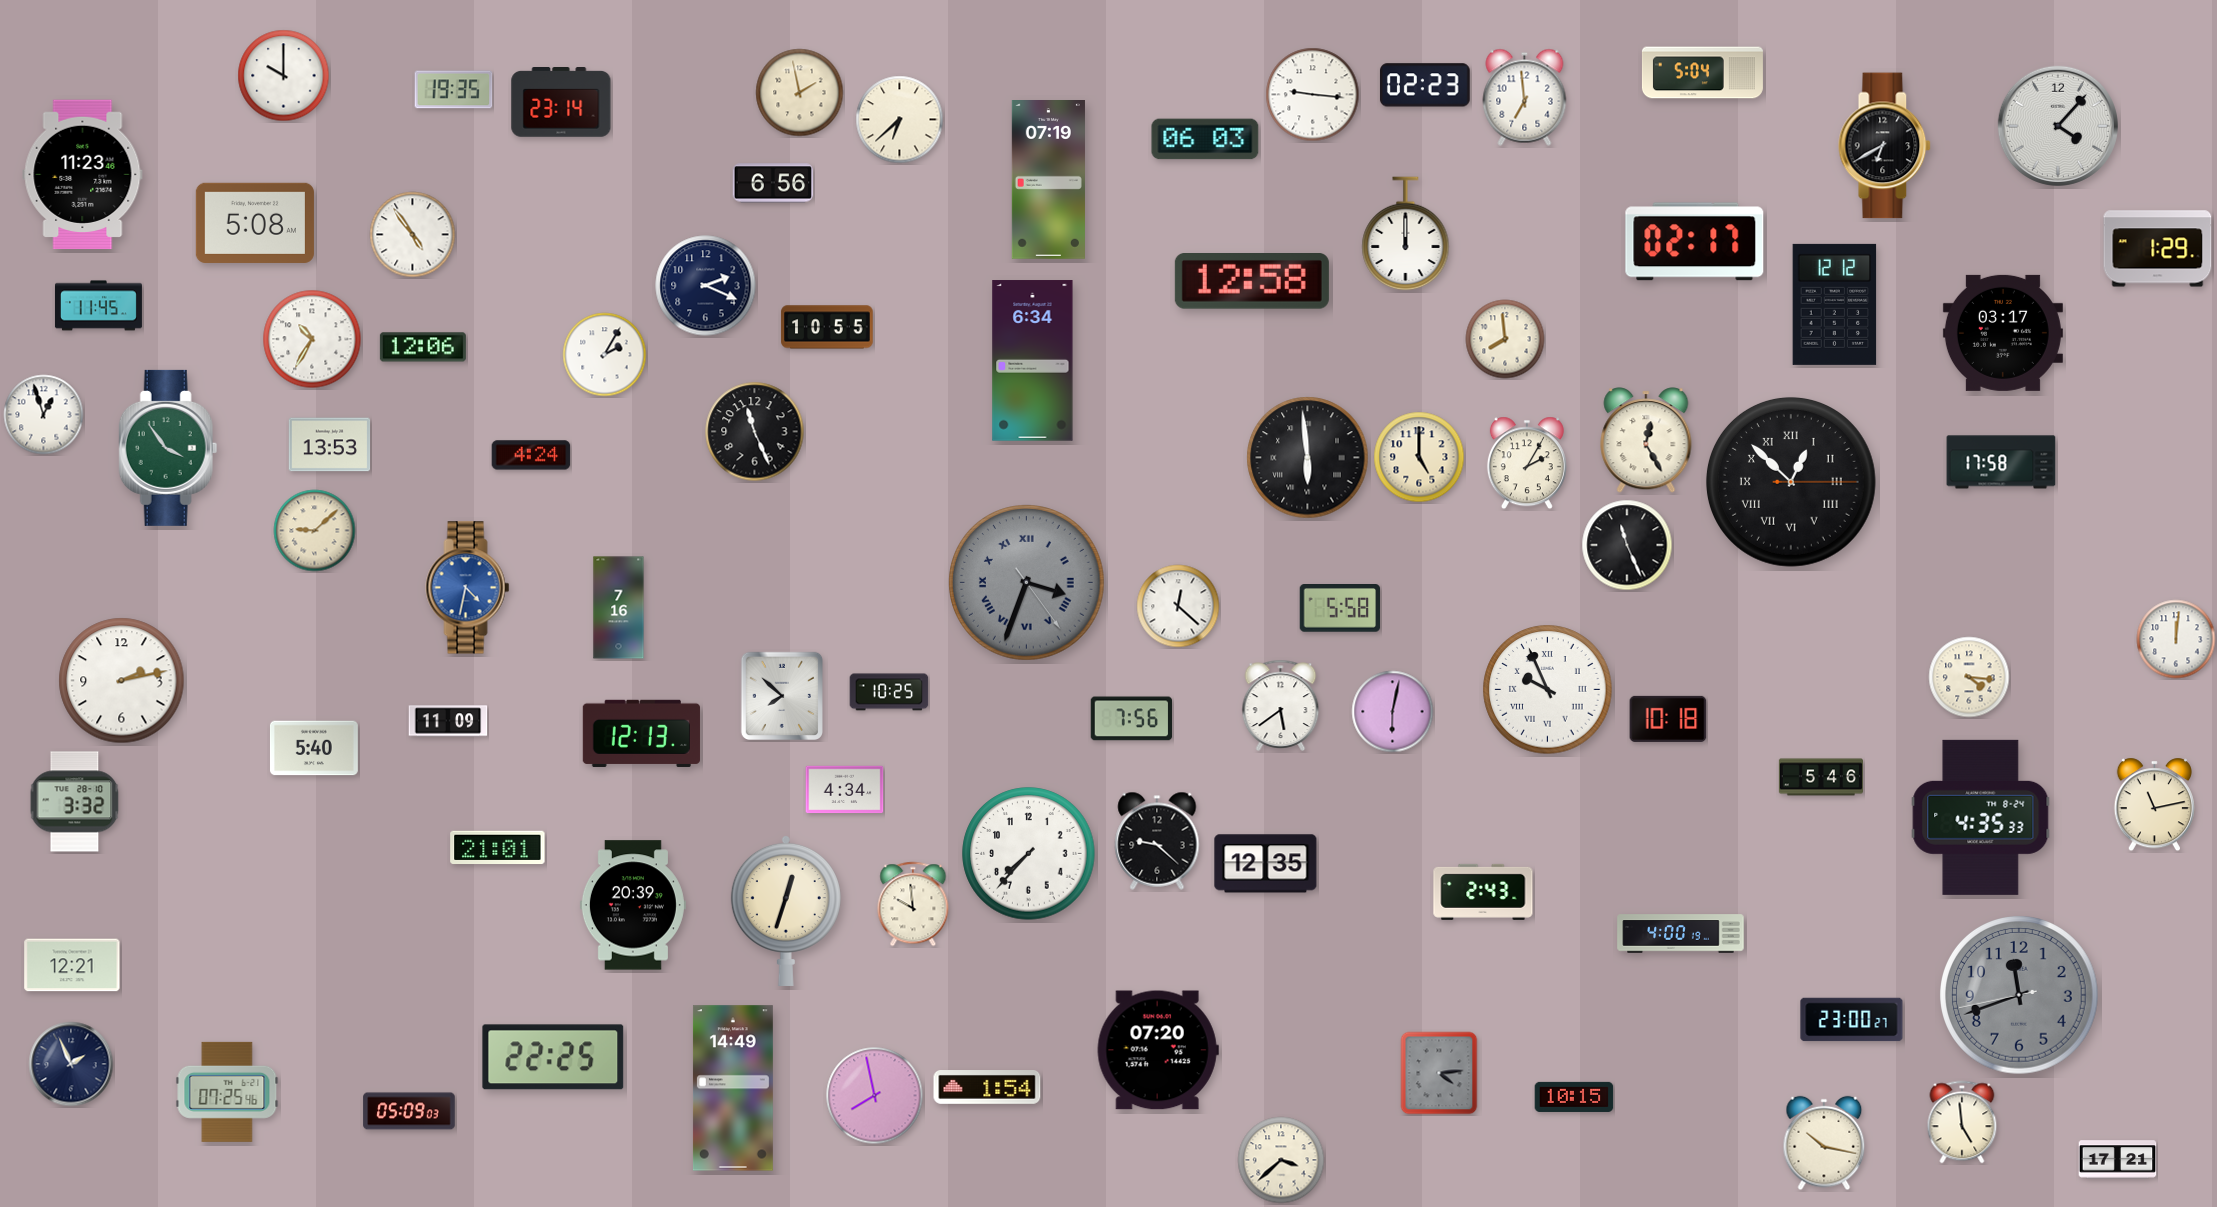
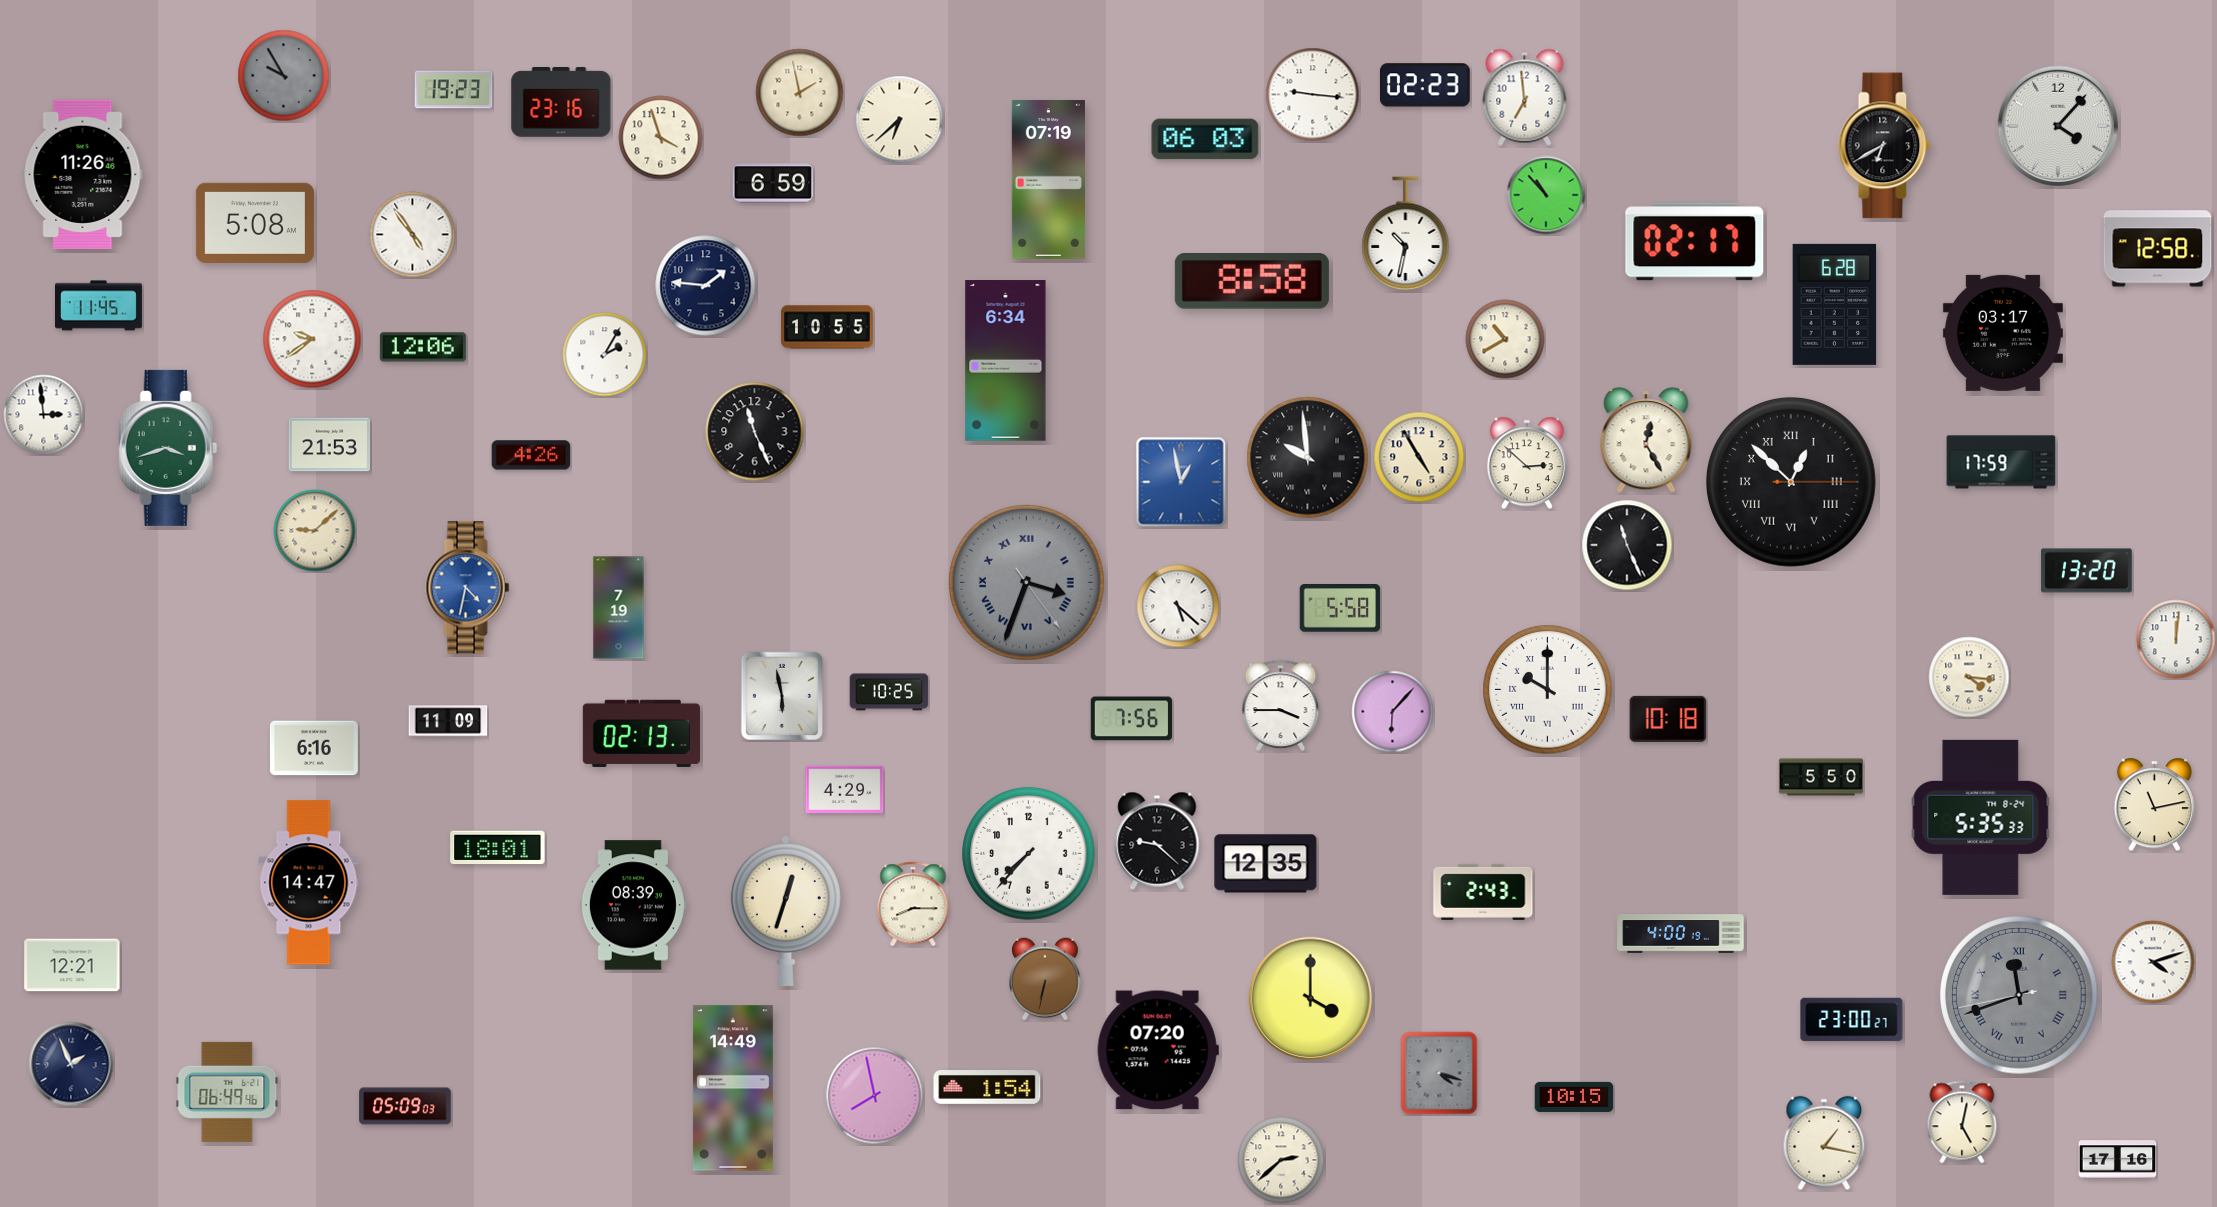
clock at (1702, 73): 5:04 -> none
clock at (284, 76): 10:00 -> 9:55
clock at (284, 76) dial: white -> grey
clock at (454, 90): 19:35 -> 19:23
clock at (561, 103): 23:14 -> 23:16
clock at (661, 138): none -> 3:57
clock at (83, 174): 11:23 -> 11:26
clock at (773, 183): 6:56 -> 6:59
clock at (1546, 195): none -> 10:53
clock at (1406, 234): 12:00 -> 10:32
clock at (2158, 249): 1:29 -> 12:58
clock at (1252, 282): 12:58 -> 8:58
clock at (706, 286): 2:19 -> 1:46
clock at (1835, 304): 12:12 -> 6:28
clock at (312, 339): 10:35 -> 9:39
clock at (1505, 339): 7:59 -> 10:40
clock at (1033, 361) position: (1033, 361) -> (1006, 361)
clock at (44, 415): 12:57 -> 2:59
clock at (330, 445): 13:53 -> 21:53
clock at (168, 448): 3:54 -> 3:42
clock at (531, 455): 4:24 -> 4:26
clock at (1419, 457): 5:00 -> 4:55
clock at (1308, 458): 5:59 -> 9:59
clock at (2001, 462): 17:58 -> 17:59
clock at (1527, 463): 2:05 -> 2:52
clock at (1181, 482): none -> 12:58
clock at (2087, 571): none -> 13:20
clock at (1178, 606): 12:22 -> 5:22
clock at (619, 608): 7:16 -> 7:19
clock at (122, 681): 2:13 -> none
clock at (1548, 690): 9:56 -> 10:00
clock at (781, 695): 7:52 -> 5:58
clock at (1281, 705): 5:39 -> 3:45
clock at (1393, 712): 6:02 -> 6:07
clock at (641, 733): 12:13 -> 02:13
clock at (314, 748): 5:40 -> 6:16
clock at (1821, 777): 5:46 -> 5:50
clock at (845, 790): 4:34 -> 4:29
clock at (75, 802): 3:32 -> none
clock at (1981, 817): 4:35 -> 5:35
clock at (498, 848): 21:01 -> 18:01
clock at (309, 883): none -> 14:47
clock at (913, 904): 9:59 -> 8:15
clock at (633, 905): 20:39 -> 08:39
clock at (2153, 962): none -> 4:12
clock at (1046, 979): none -> 6:32
clock at (2020, 996) numerals: Arabic -> Roman
clock at (1310, 998): none -> 4:00
clock at (553, 1057): 22:25 -> none
clock at (1439, 1073): 4:14 -> 4:18
clock at (227, 1092): 07:25 -> 06:49
clock at (409, 1111) position: (409, 1111) -> (405, 1106)
clock at (1962, 1122): 4:59 -> 5:02
clock at (1824, 1143): 10:17 -> 1:17
clock at (1281, 1160): 3:38 -> 2:38
clock at (2118, 1160): 17:21 -> 17:16
